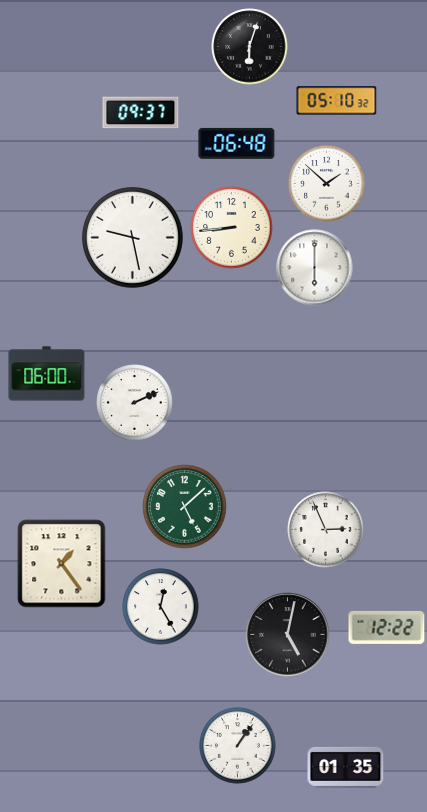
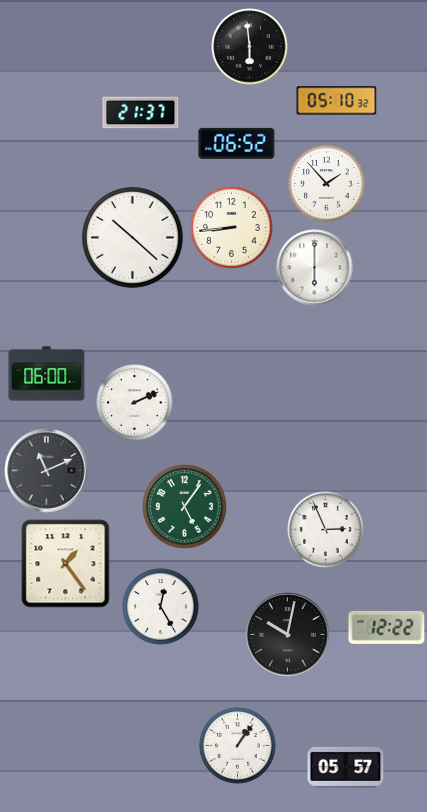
clock at (250, 47): 6:03 -> 5:59
clock at (141, 113): 09:37 -> 21:37
clock at (237, 143): 06:48 -> 06:52
clock at (327, 184): 1:52 -> 1:53
clock at (132, 237): 9:28 -> 10:22
clock at (47, 471): none -> 11:11
clock at (185, 507): 5:08 -> 5:06
clock at (62, 564) position: (62, 564) -> (66, 564)
clock at (288, 635): 5:02 -> 10:02
clock at (346, 767): 01:35 -> 05:57
